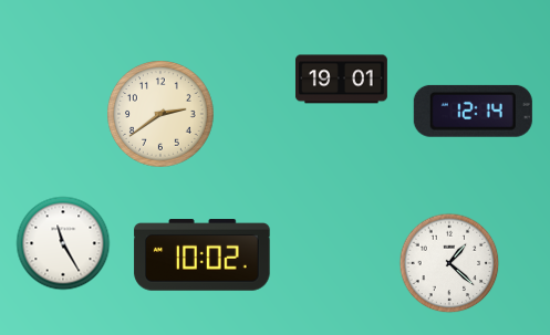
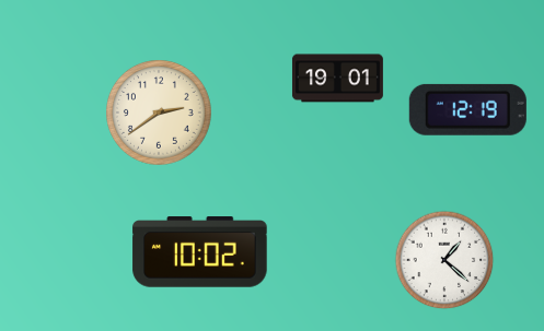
clock at (473, 111): 12:14 -> 12:19
clock at (63, 243): 11:25 -> none
